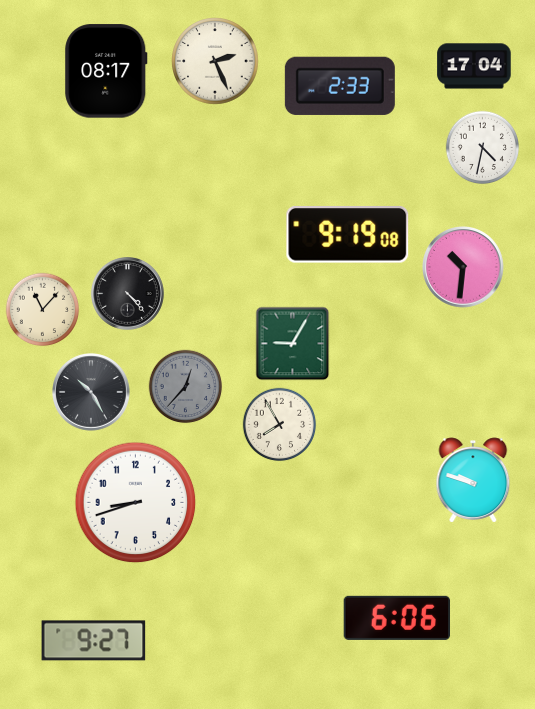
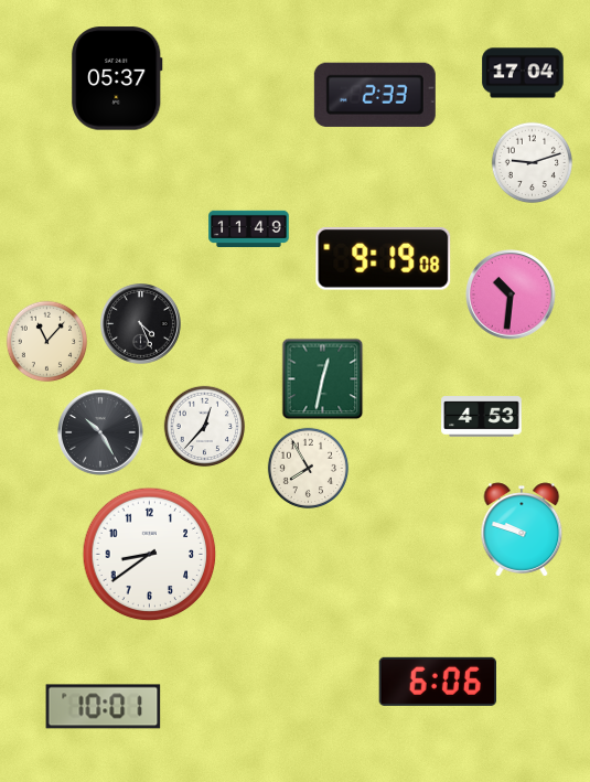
clock at (215, 61): 2:26 -> none
clock at (106, 71): 08:17 -> 05:37
clock at (483, 148): 4:32 -> 9:12
clock at (249, 229): none -> 11:49
clock at (128, 294): 4:23 -> 4:26
clock at (293, 344): 9:05 -> 12:32
clock at (482, 417): none -> 4:53
clock at (186, 387) dial: grey -> white
clock at (136, 503): 8:42 -> 8:39
clock at (94, 641): 9:27 -> 10:01
